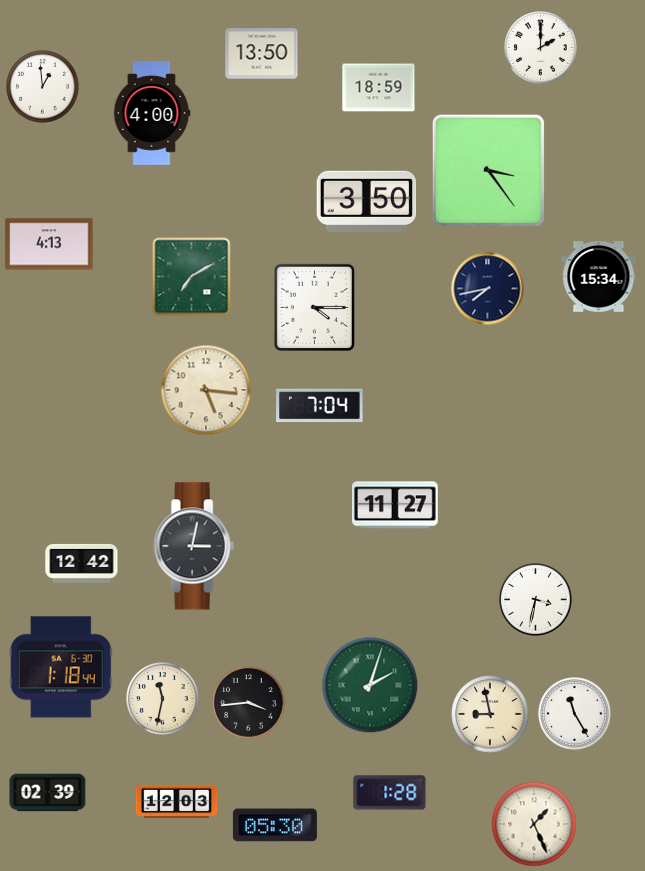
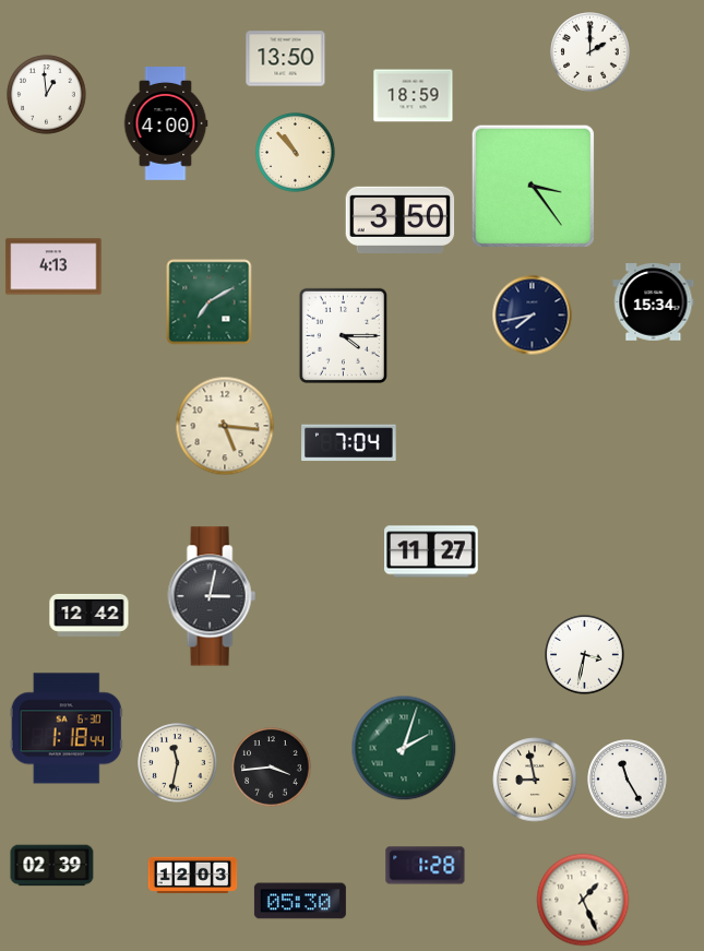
clock at (296, 153): none -> 10:53
